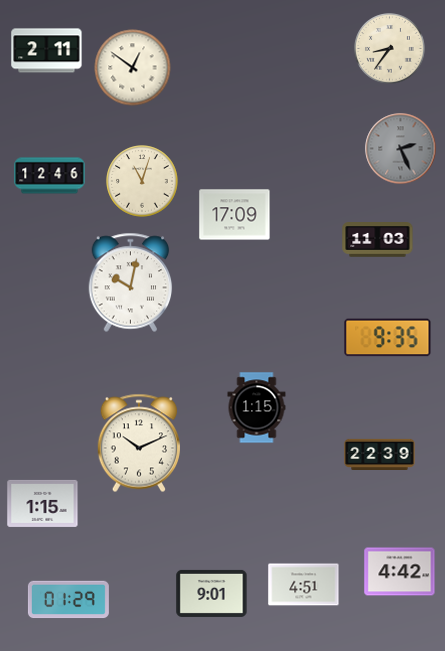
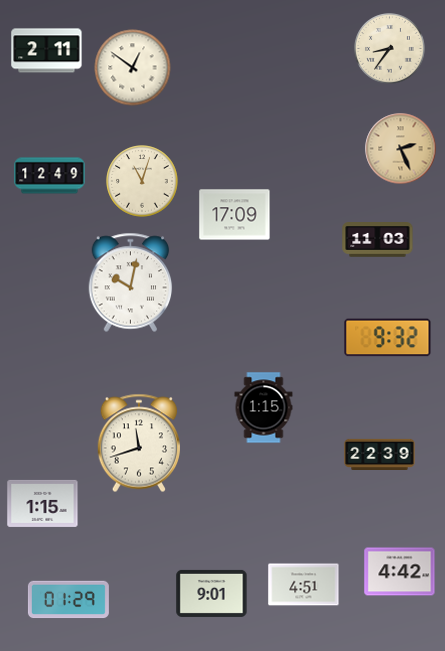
clock at (401, 149) dial: grey -> champagne
clock at (50, 176): 12:46 -> 12:49
clock at (388, 338): 9:35 -> 9:32
clock at (257, 408) position: (257, 408) -> (264, 408)
clock at (138, 443): 10:11 -> 11:42
